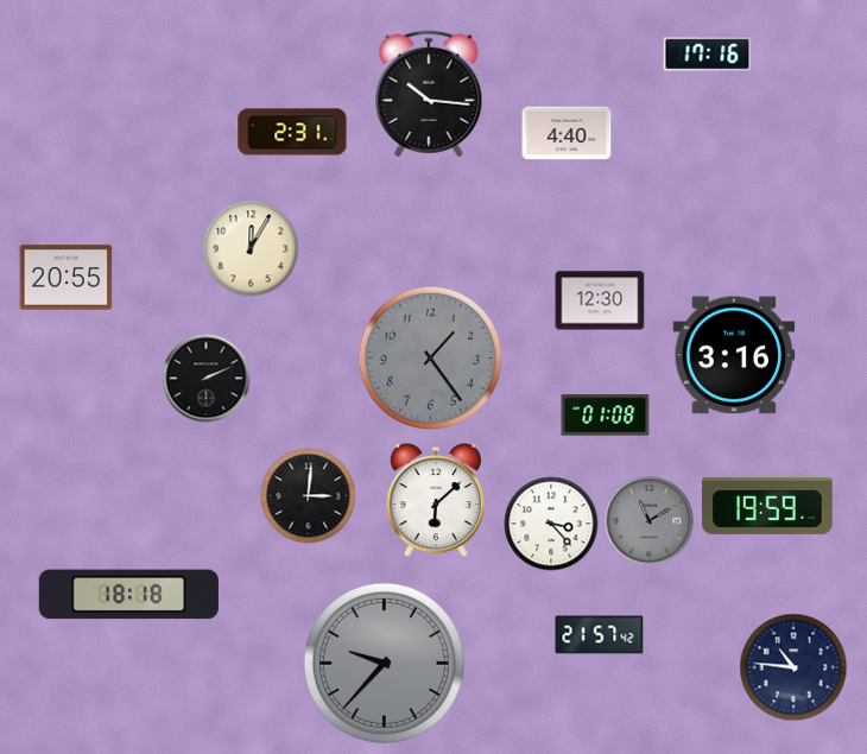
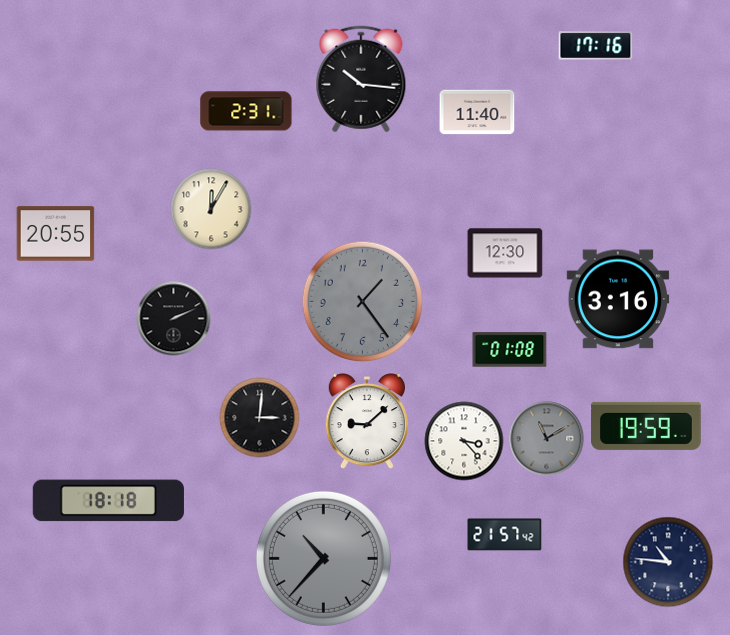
clock at (567, 133): 4:40 -> 11:40
clock at (435, 500): 6:08 -> 9:08
clock at (384, 663): 9:37 -> 10:37
